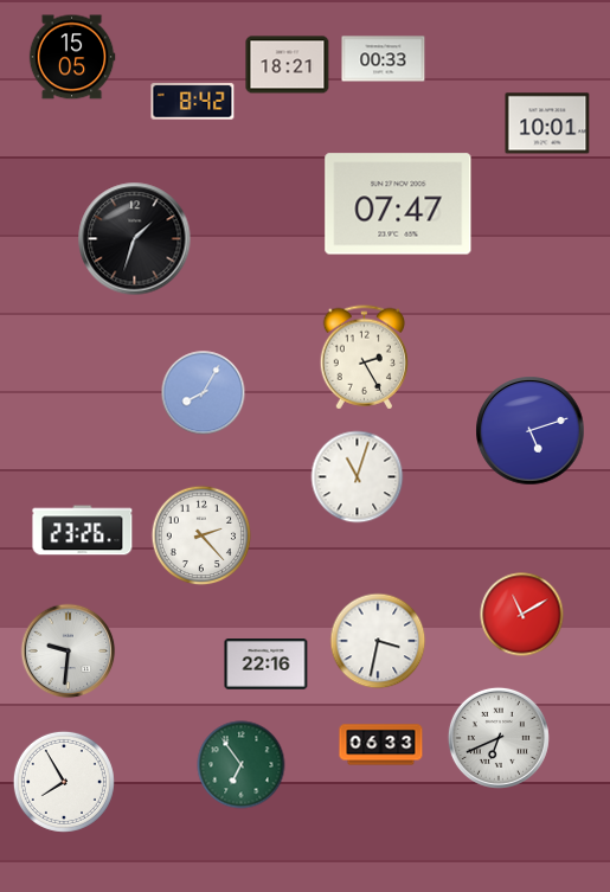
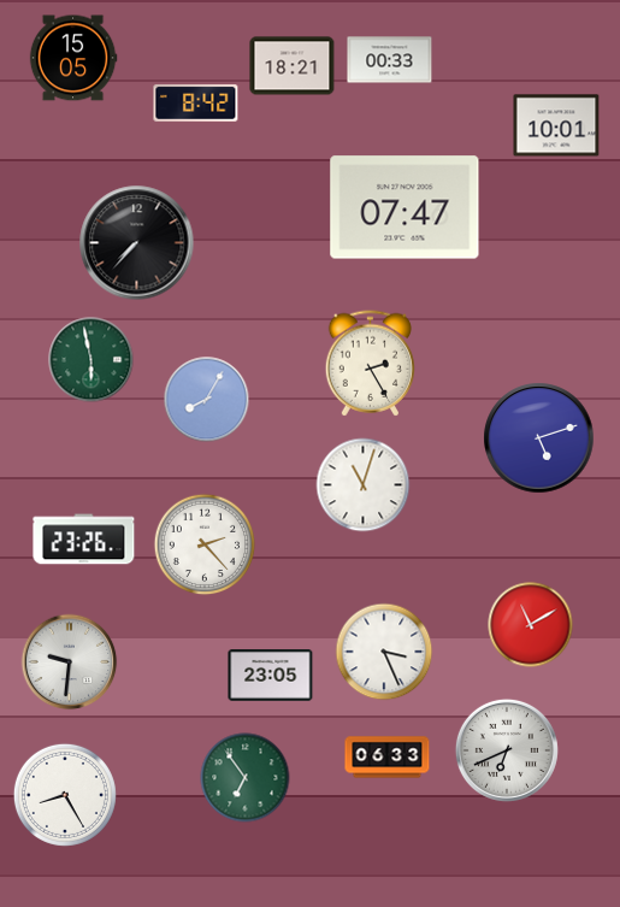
clock at (135, 239): 1:33 -> 7:37
clock at (91, 360): none -> 5:58
clock at (378, 641): 3:32 -> 3:26
clock at (267, 665): 22:16 -> 23:05
clock at (64, 782): 7:55 -> 8:25
